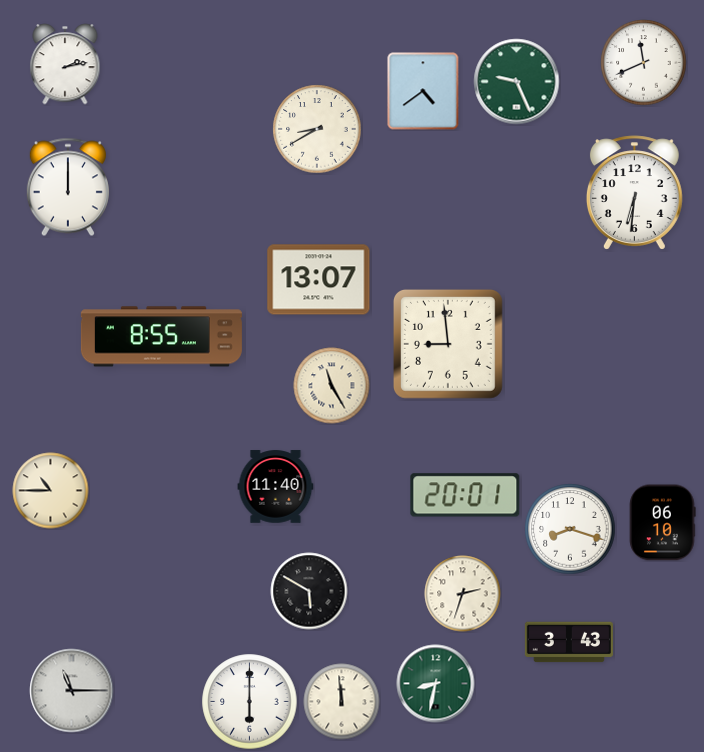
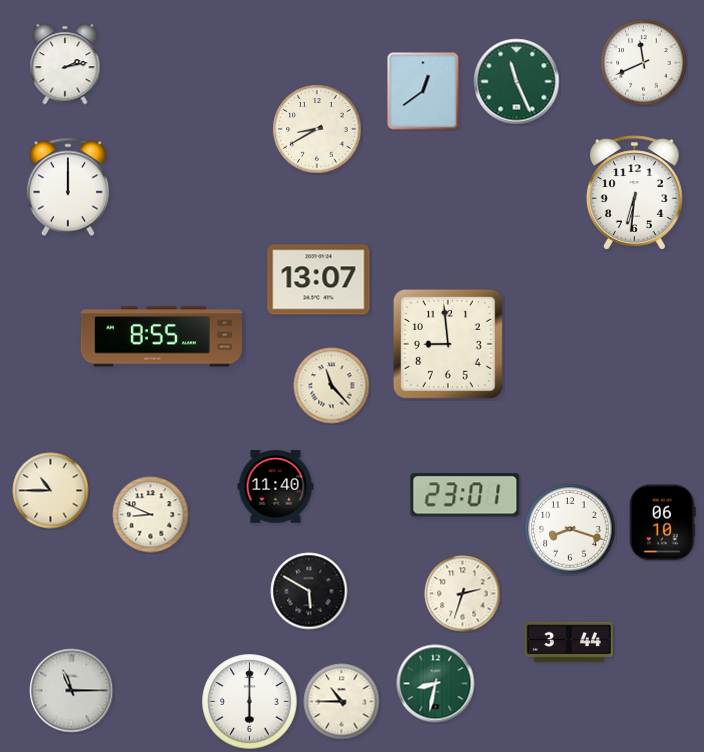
clock at (517, 82): 9:26 -> 11:26
clock at (423, 91): 4:39 -> 12:39
clock at (332, 386): 11:25 -> 11:23
clock at (465, 495): 20:01 -> 23:01
clock at (151, 515): none -> 8:49
clock at (569, 642): 3:43 -> 3:44
clock at (342, 702): 11:59 -> 10:45
